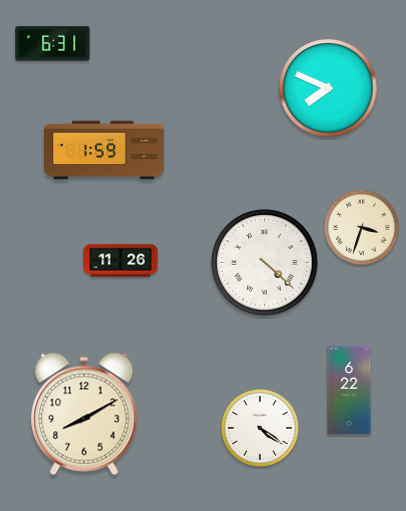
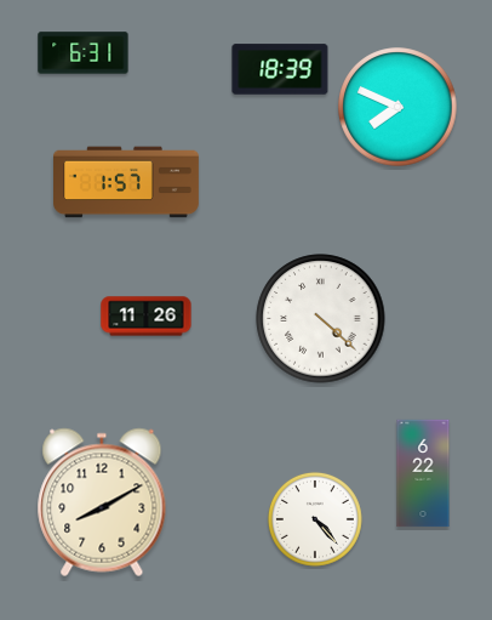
clock at (53, 44) position: (53, 44) -> (84, 53)
clock at (280, 69): none -> 18:39
clock at (105, 150): 1:59 -> 1:57
clock at (361, 227): 3:33 -> none
clock at (260, 428): 4:21 -> 4:23
